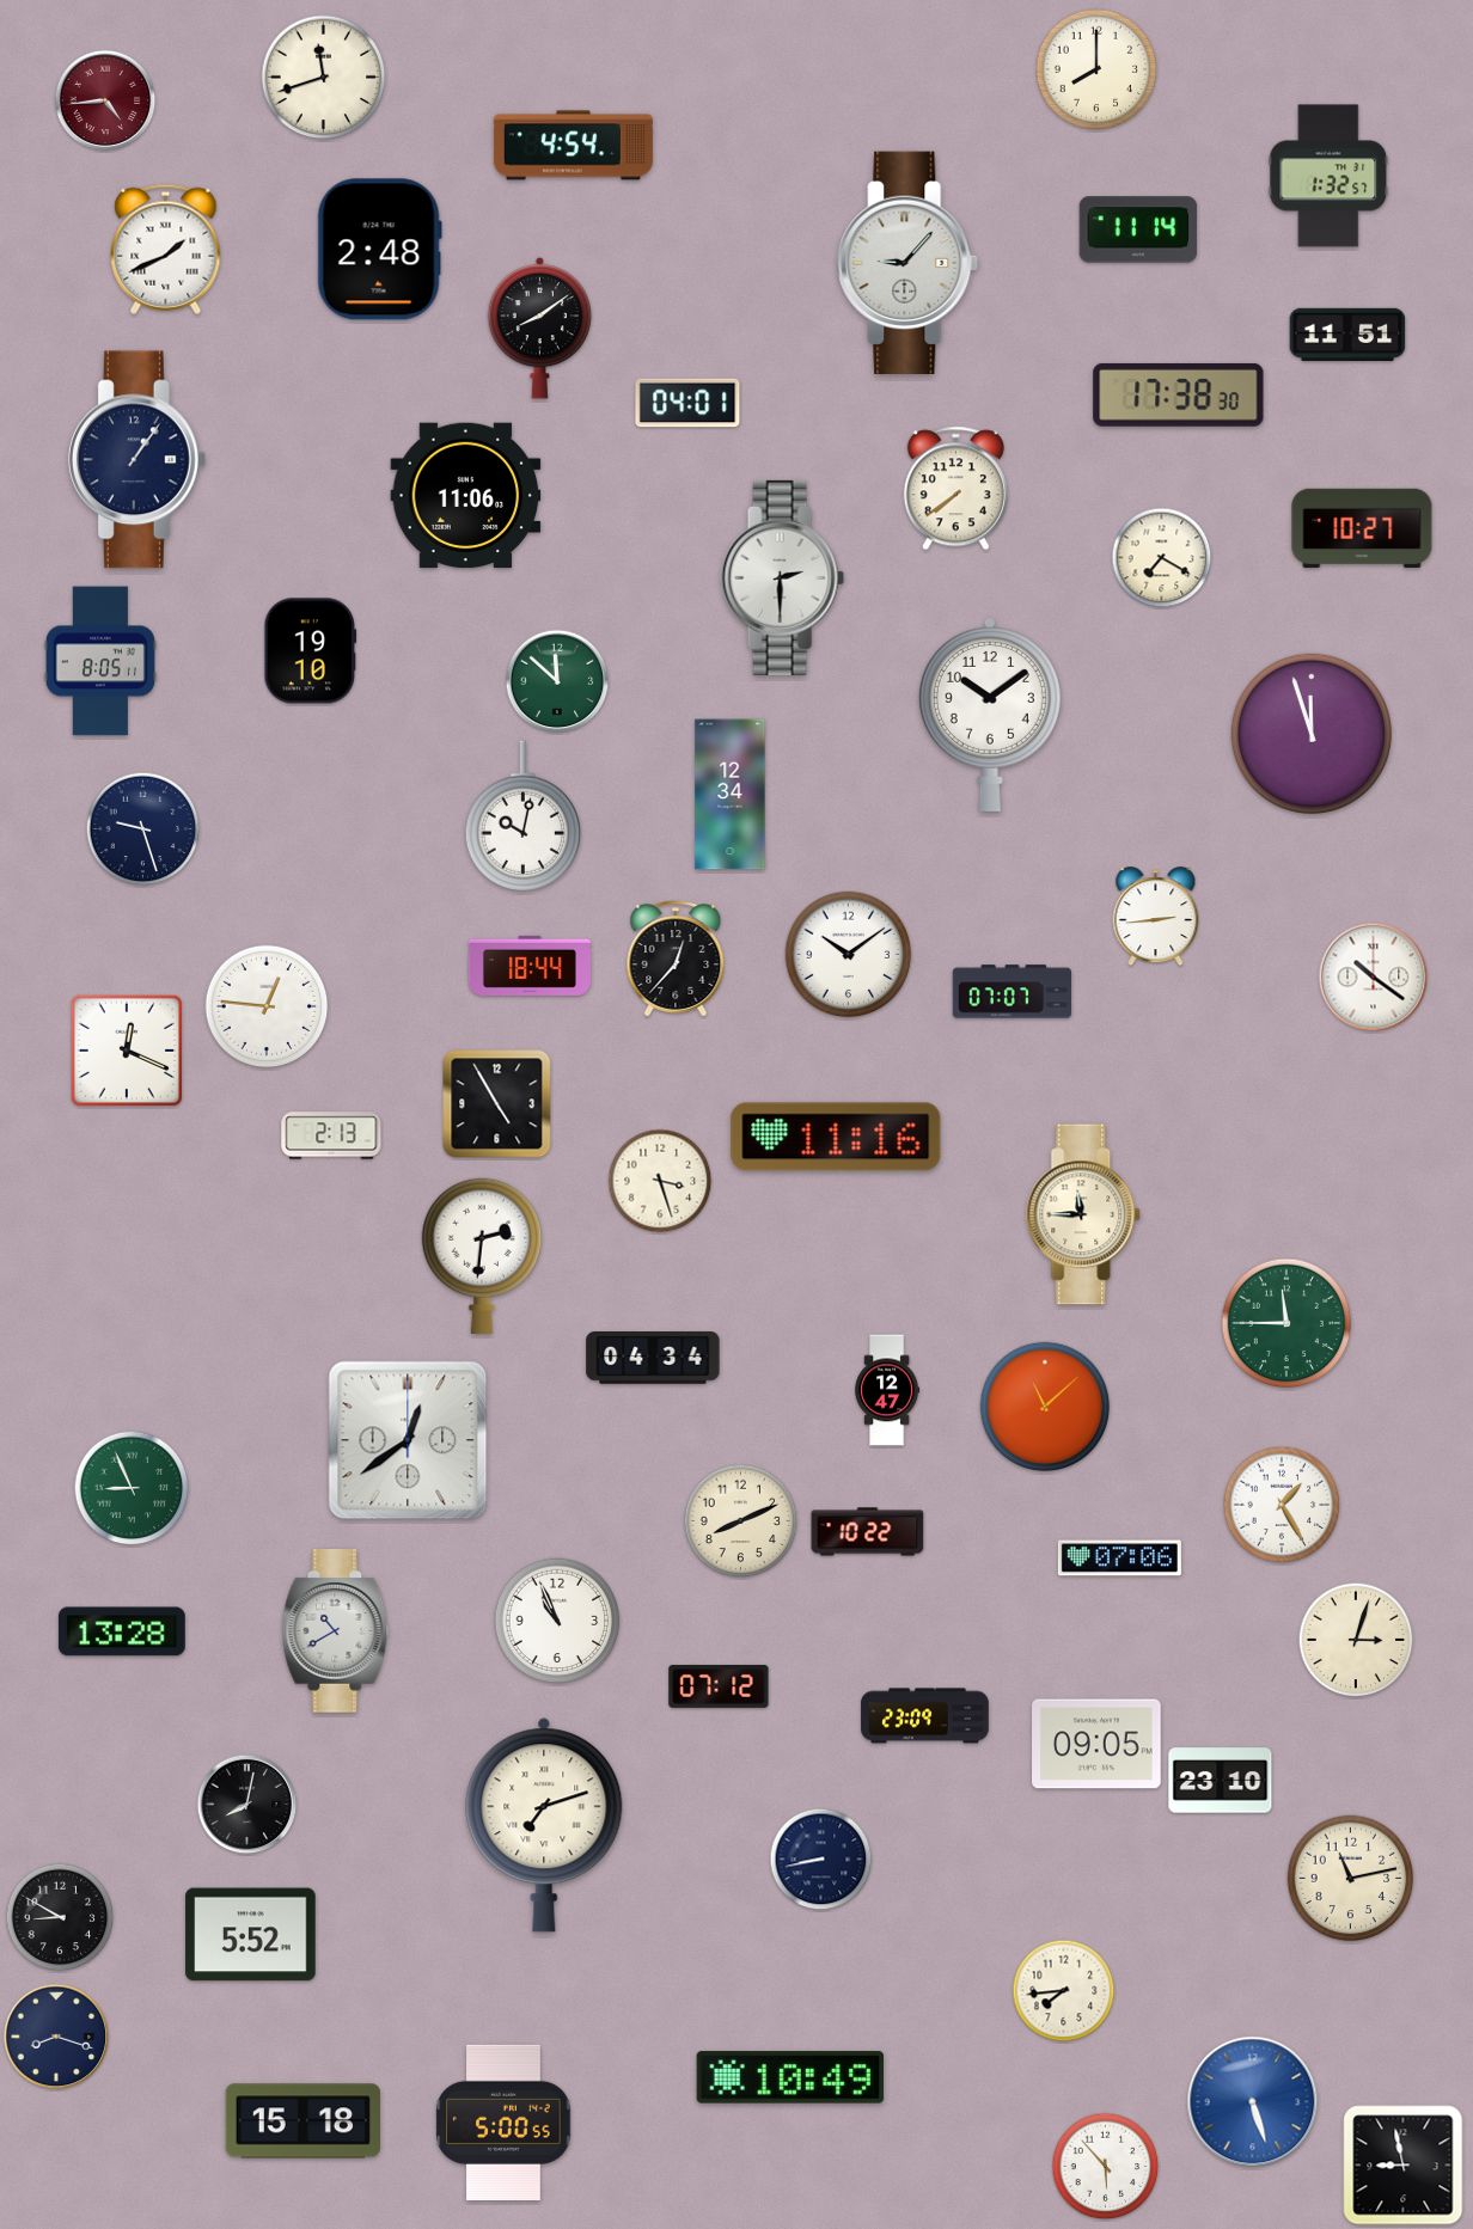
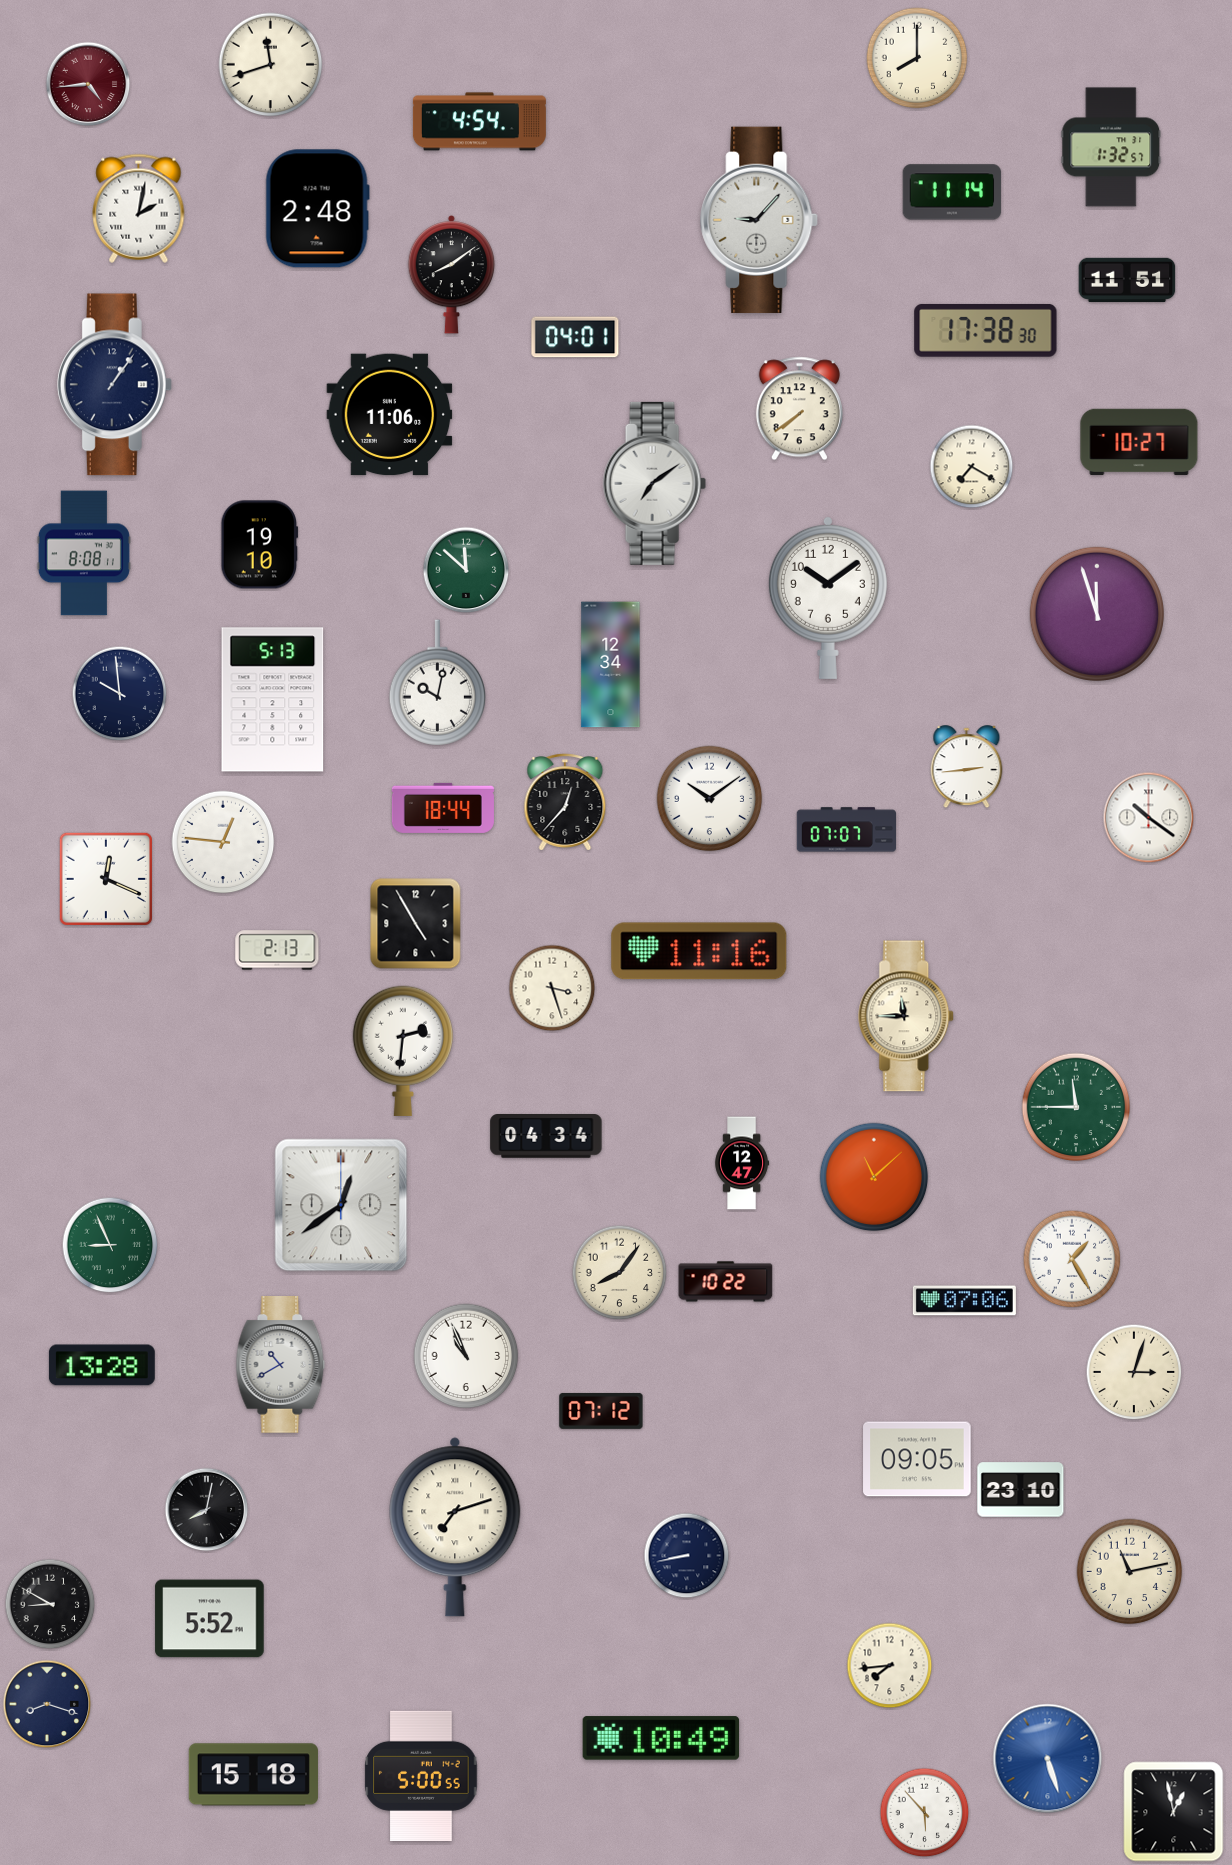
clock at (166, 249): 1:41 -> 2:02
clock at (782, 577): 2:30 -> 7:09
clock at (100, 661): 8:05 -> 8:08
clock at (143, 829): 9:27 -> 9:59
clock at (273, 700): none -> 5:13
clock at (741, 1521): 8:11 -> 8:06
clock at (1119, 1559) position: (1119, 1559) -> (964, 1301)
clock at (925, 1716): 23:09 -> none
clock at (1404, 2166): 8:58 -> 12:58
